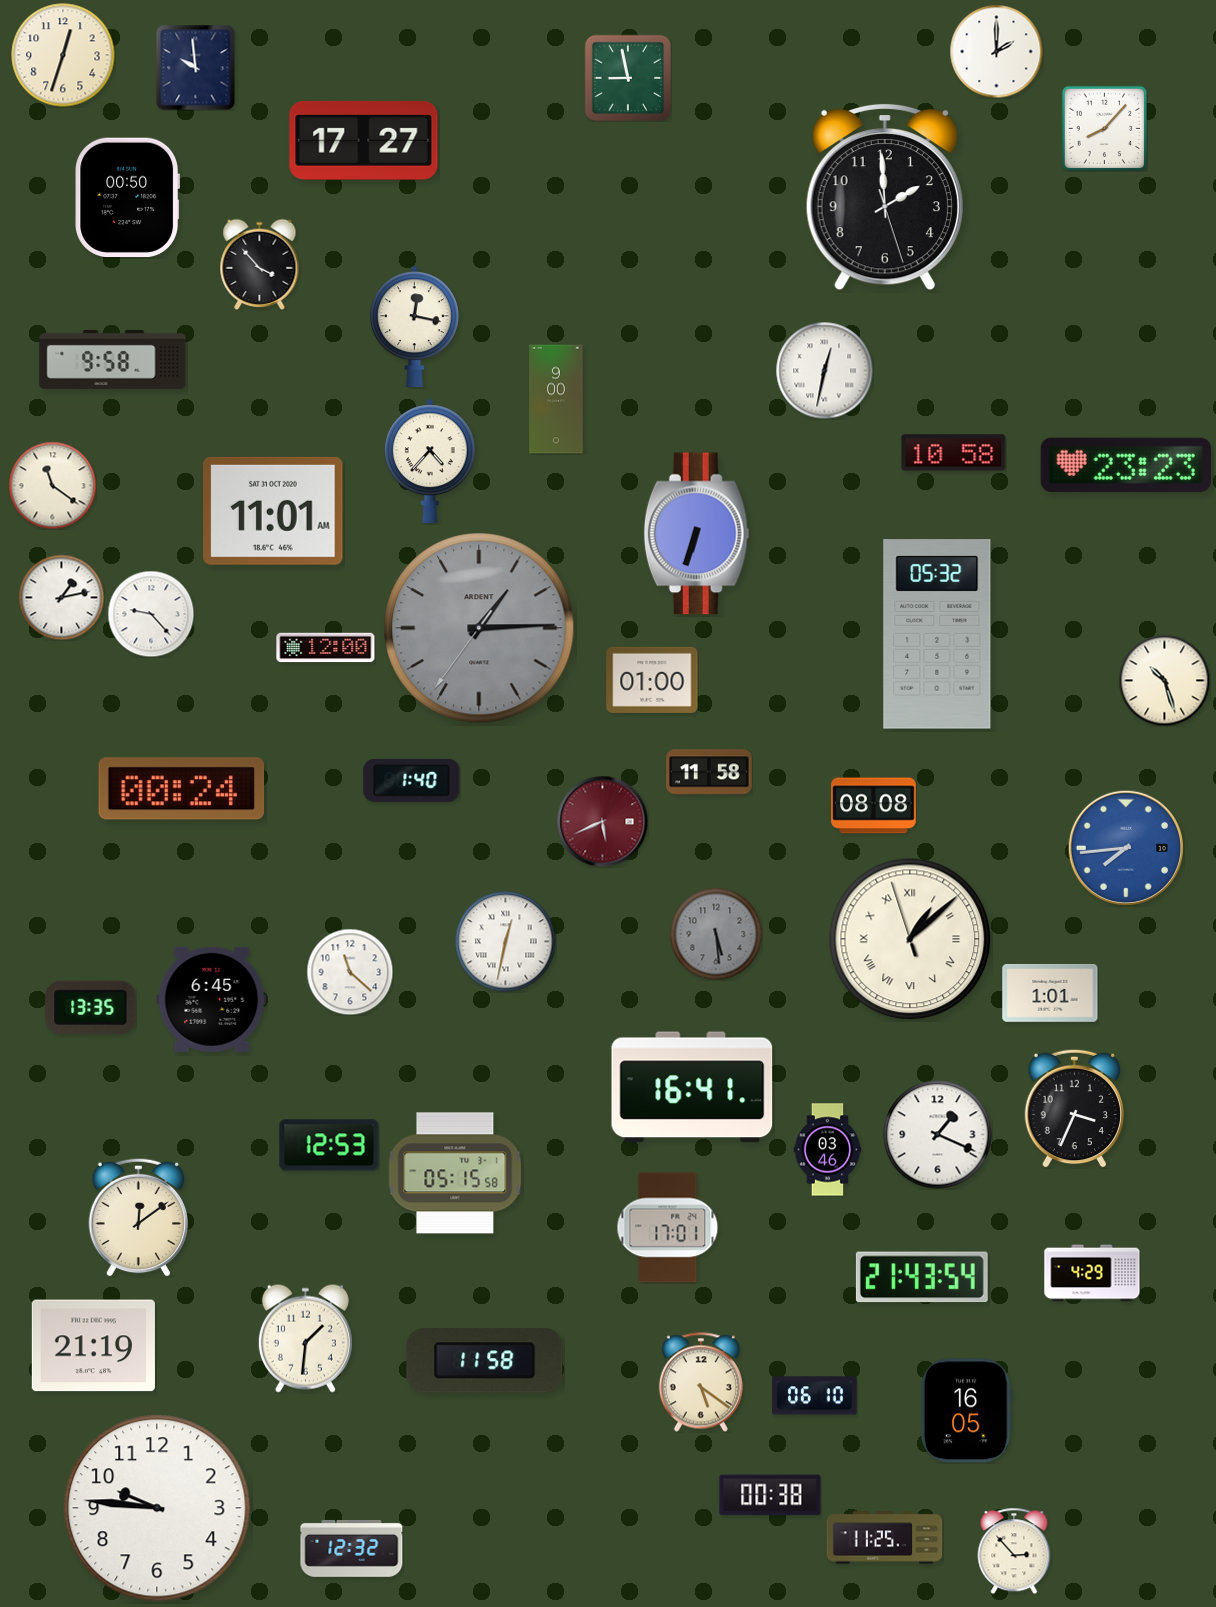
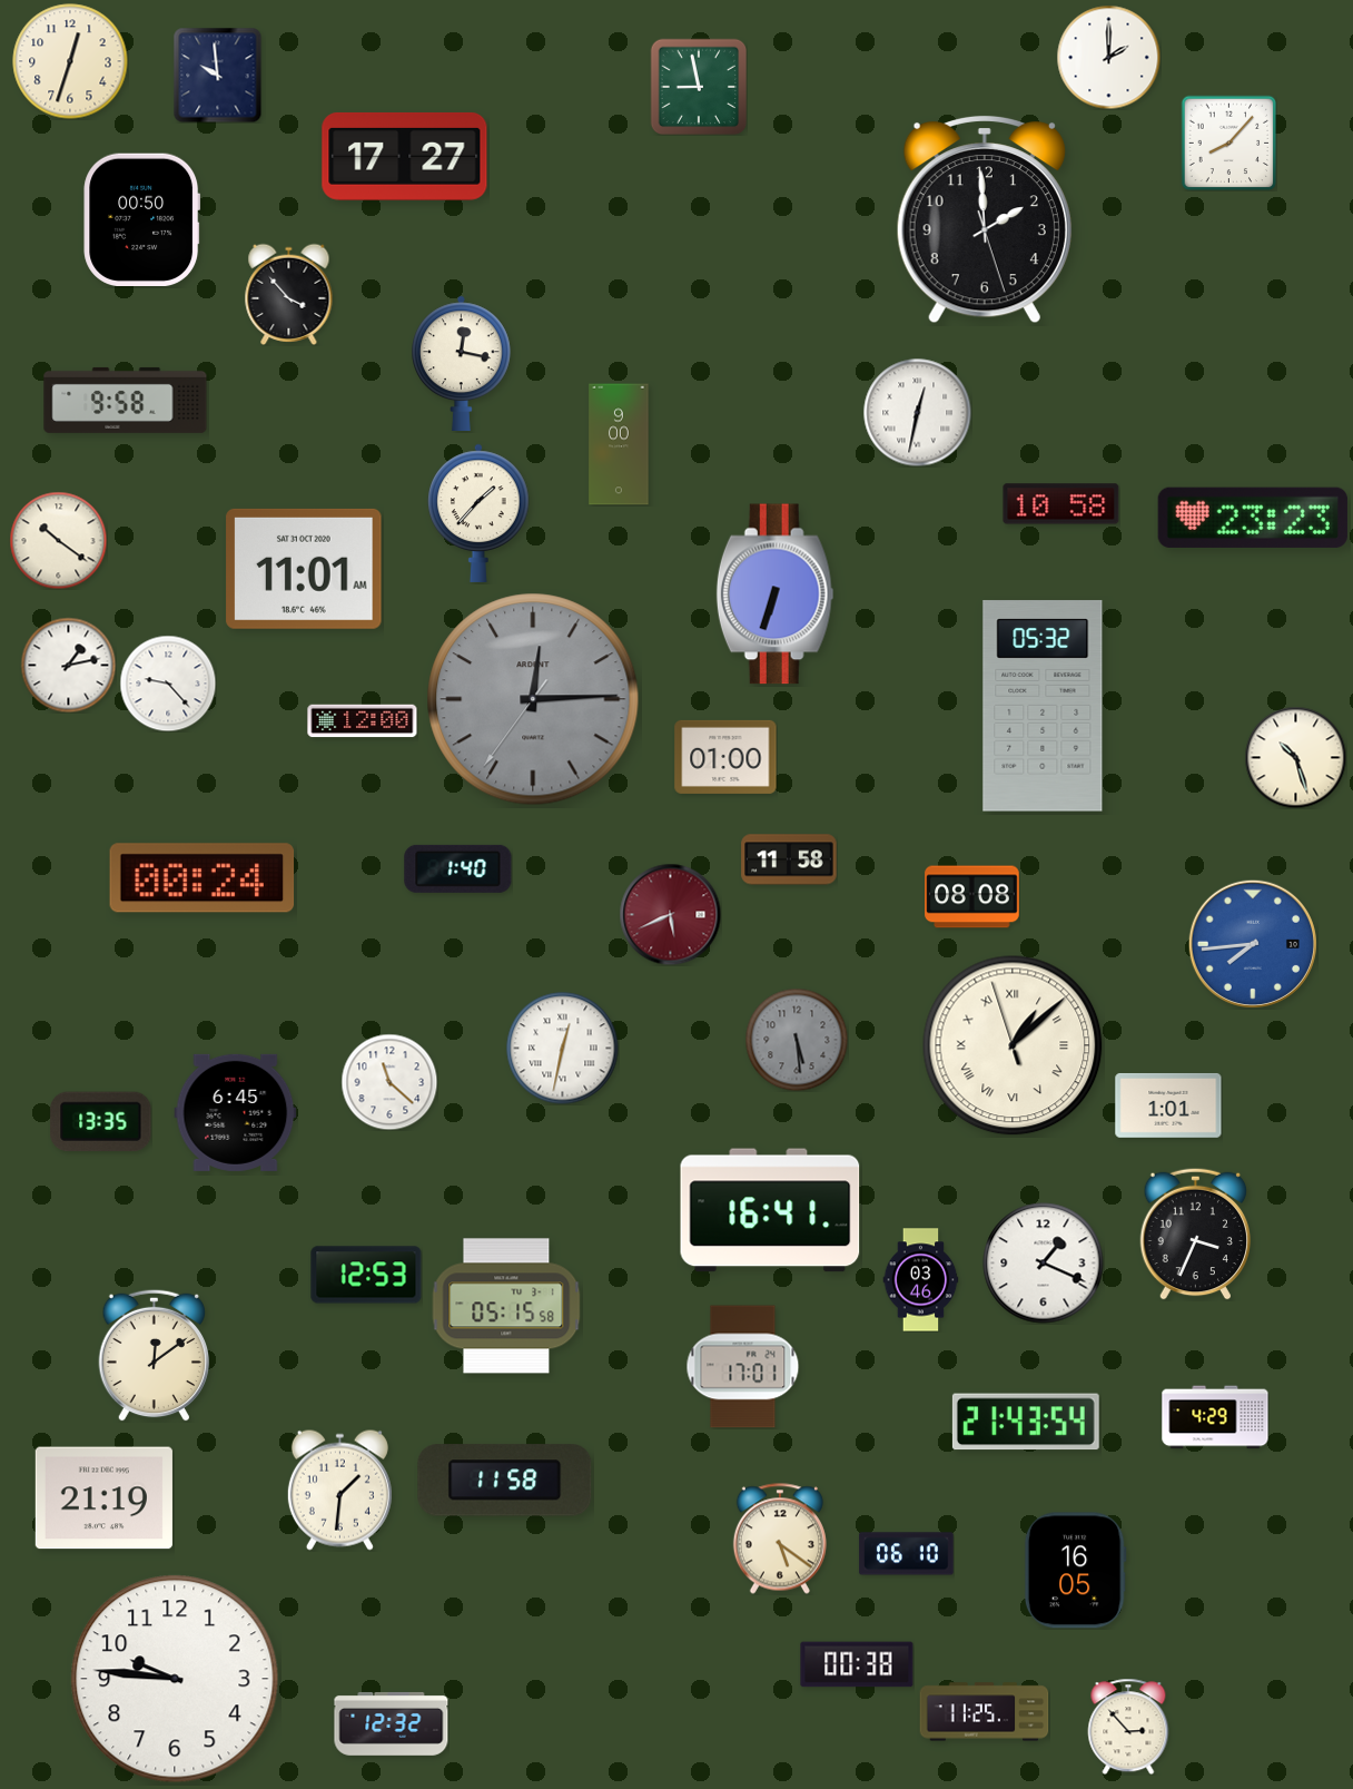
clock at (430, 461): 4:37 -> 1:37
clock at (52, 485): 11:21 -> 10:21
clock at (479, 628): 1:14 -> 12:14
clock at (485, 1361) position: (485, 1361) -> (505, 1481)
